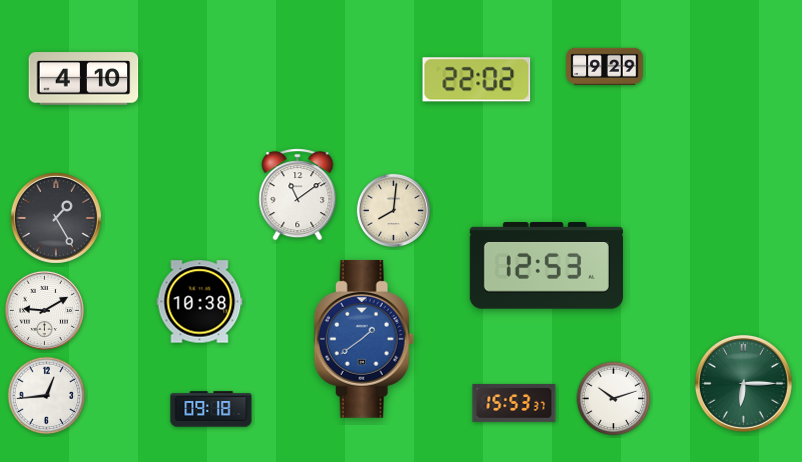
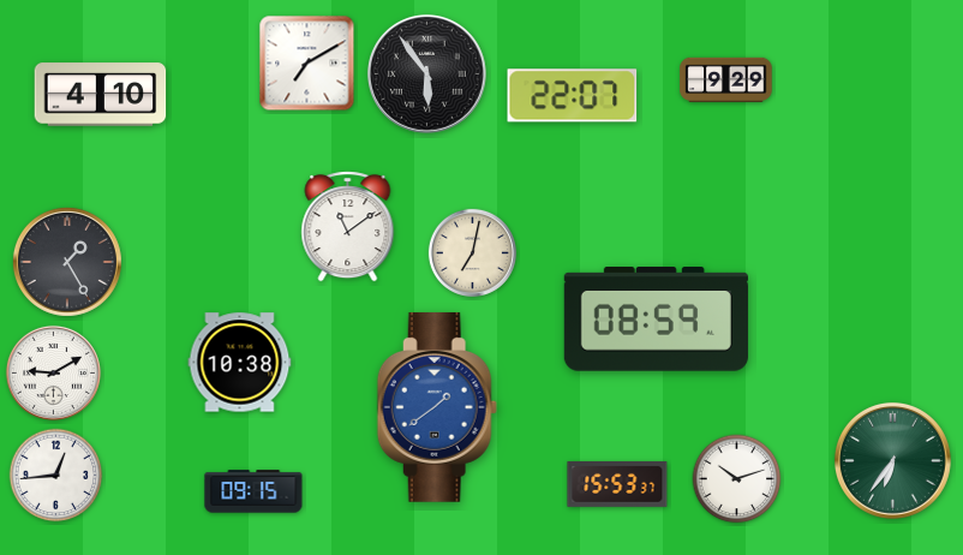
clock at (307, 64): none -> 7:10
clock at (427, 74): none -> 5:54
clock at (477, 80): 22:02 -> 22:07
clock at (298, 195) position: (298, 195) -> (348, 227)
clock at (393, 210): 8:01 -> 7:02
clock at (546, 266): 12:53 -> 08:59
clock at (743, 383): 6:15 -> 6:36
clock at (211, 409): 09:18 -> 09:15
